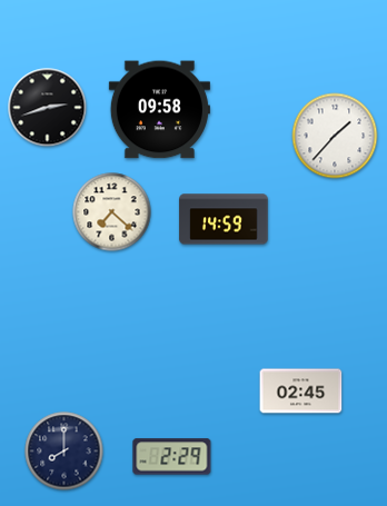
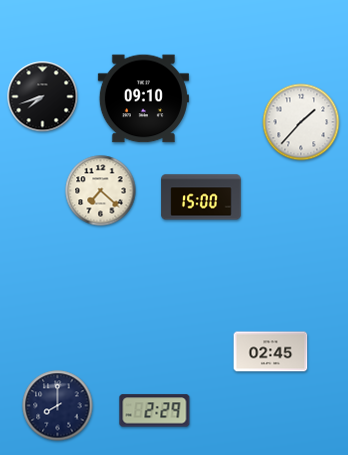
clock at (48, 108): 2:42 -> 7:42
clock at (159, 110): 09:58 -> 09:10
clock at (224, 219): 14:59 -> 15:00
